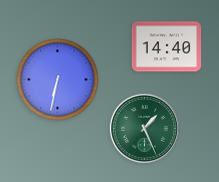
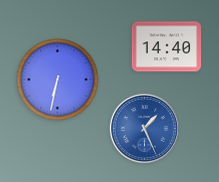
clock at (144, 128) dial: green -> blue
